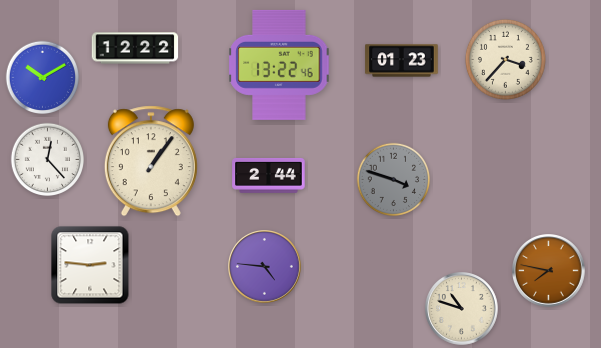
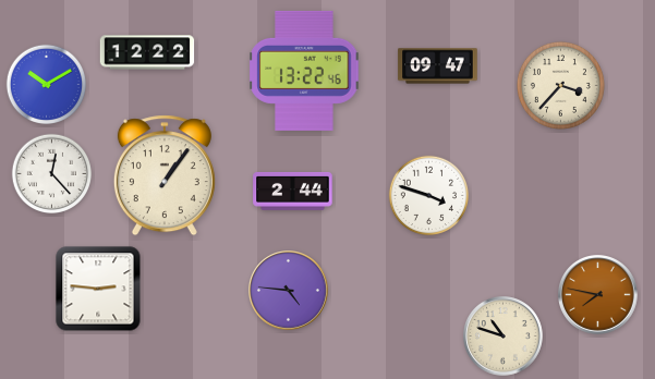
clock at (505, 59) position: (505, 59) -> (560, 85)
clock at (402, 61): 01:23 -> 09:47
clock at (394, 180) dial: grey -> white
